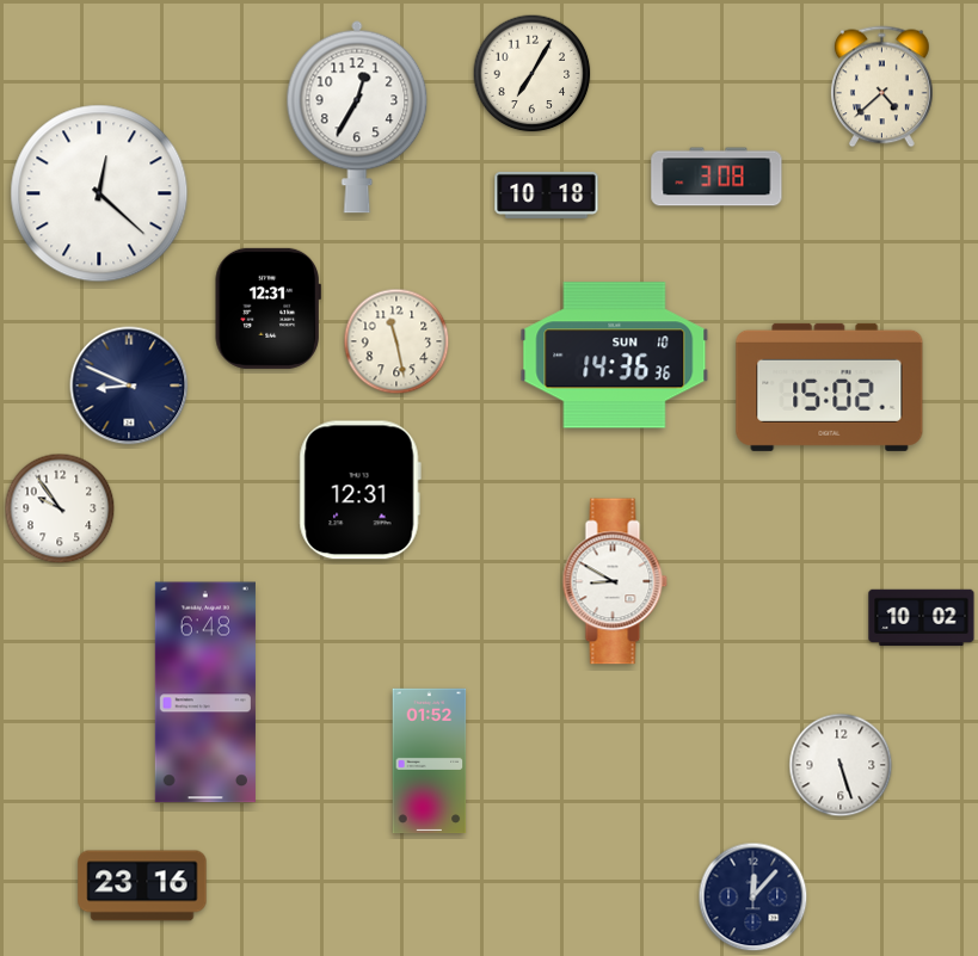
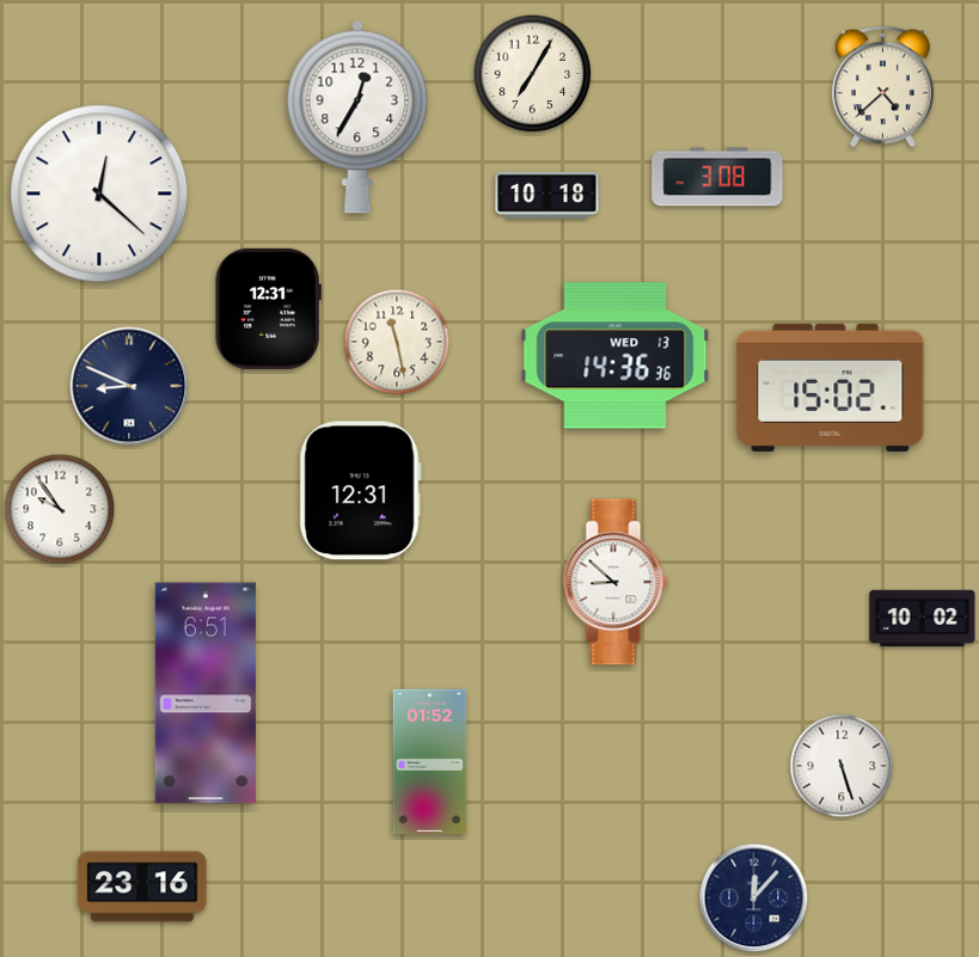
clock at (615, 356) date: SUN 10 -> WED 13
clock at (615, 581): 8:50 -> 8:52
clock at (205, 692): 6:48 -> 6:51
